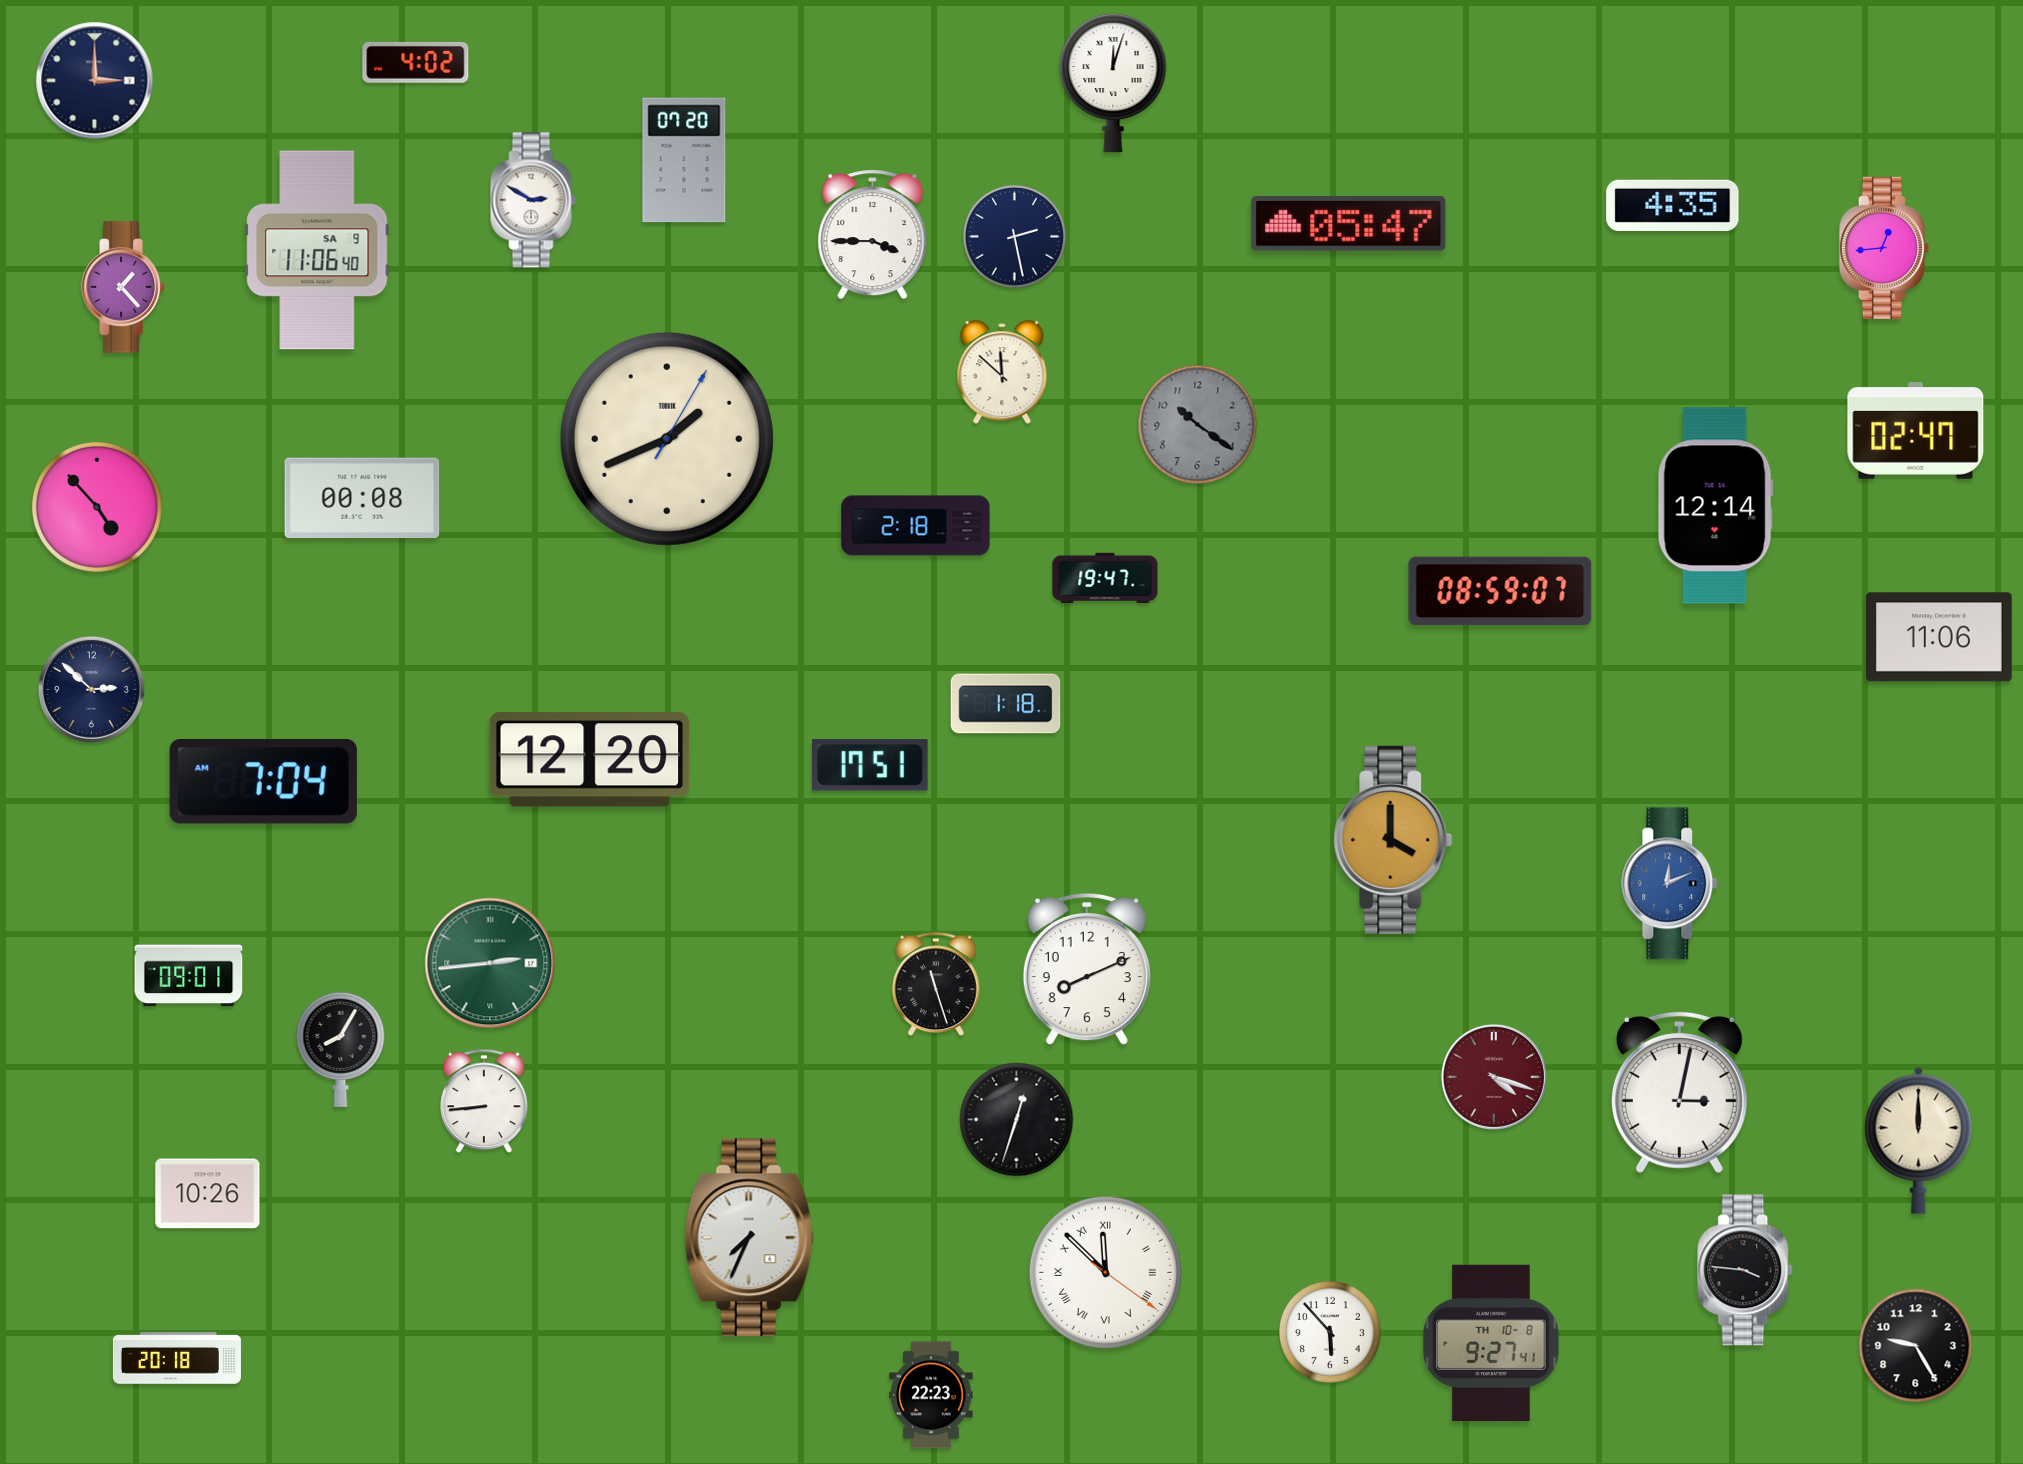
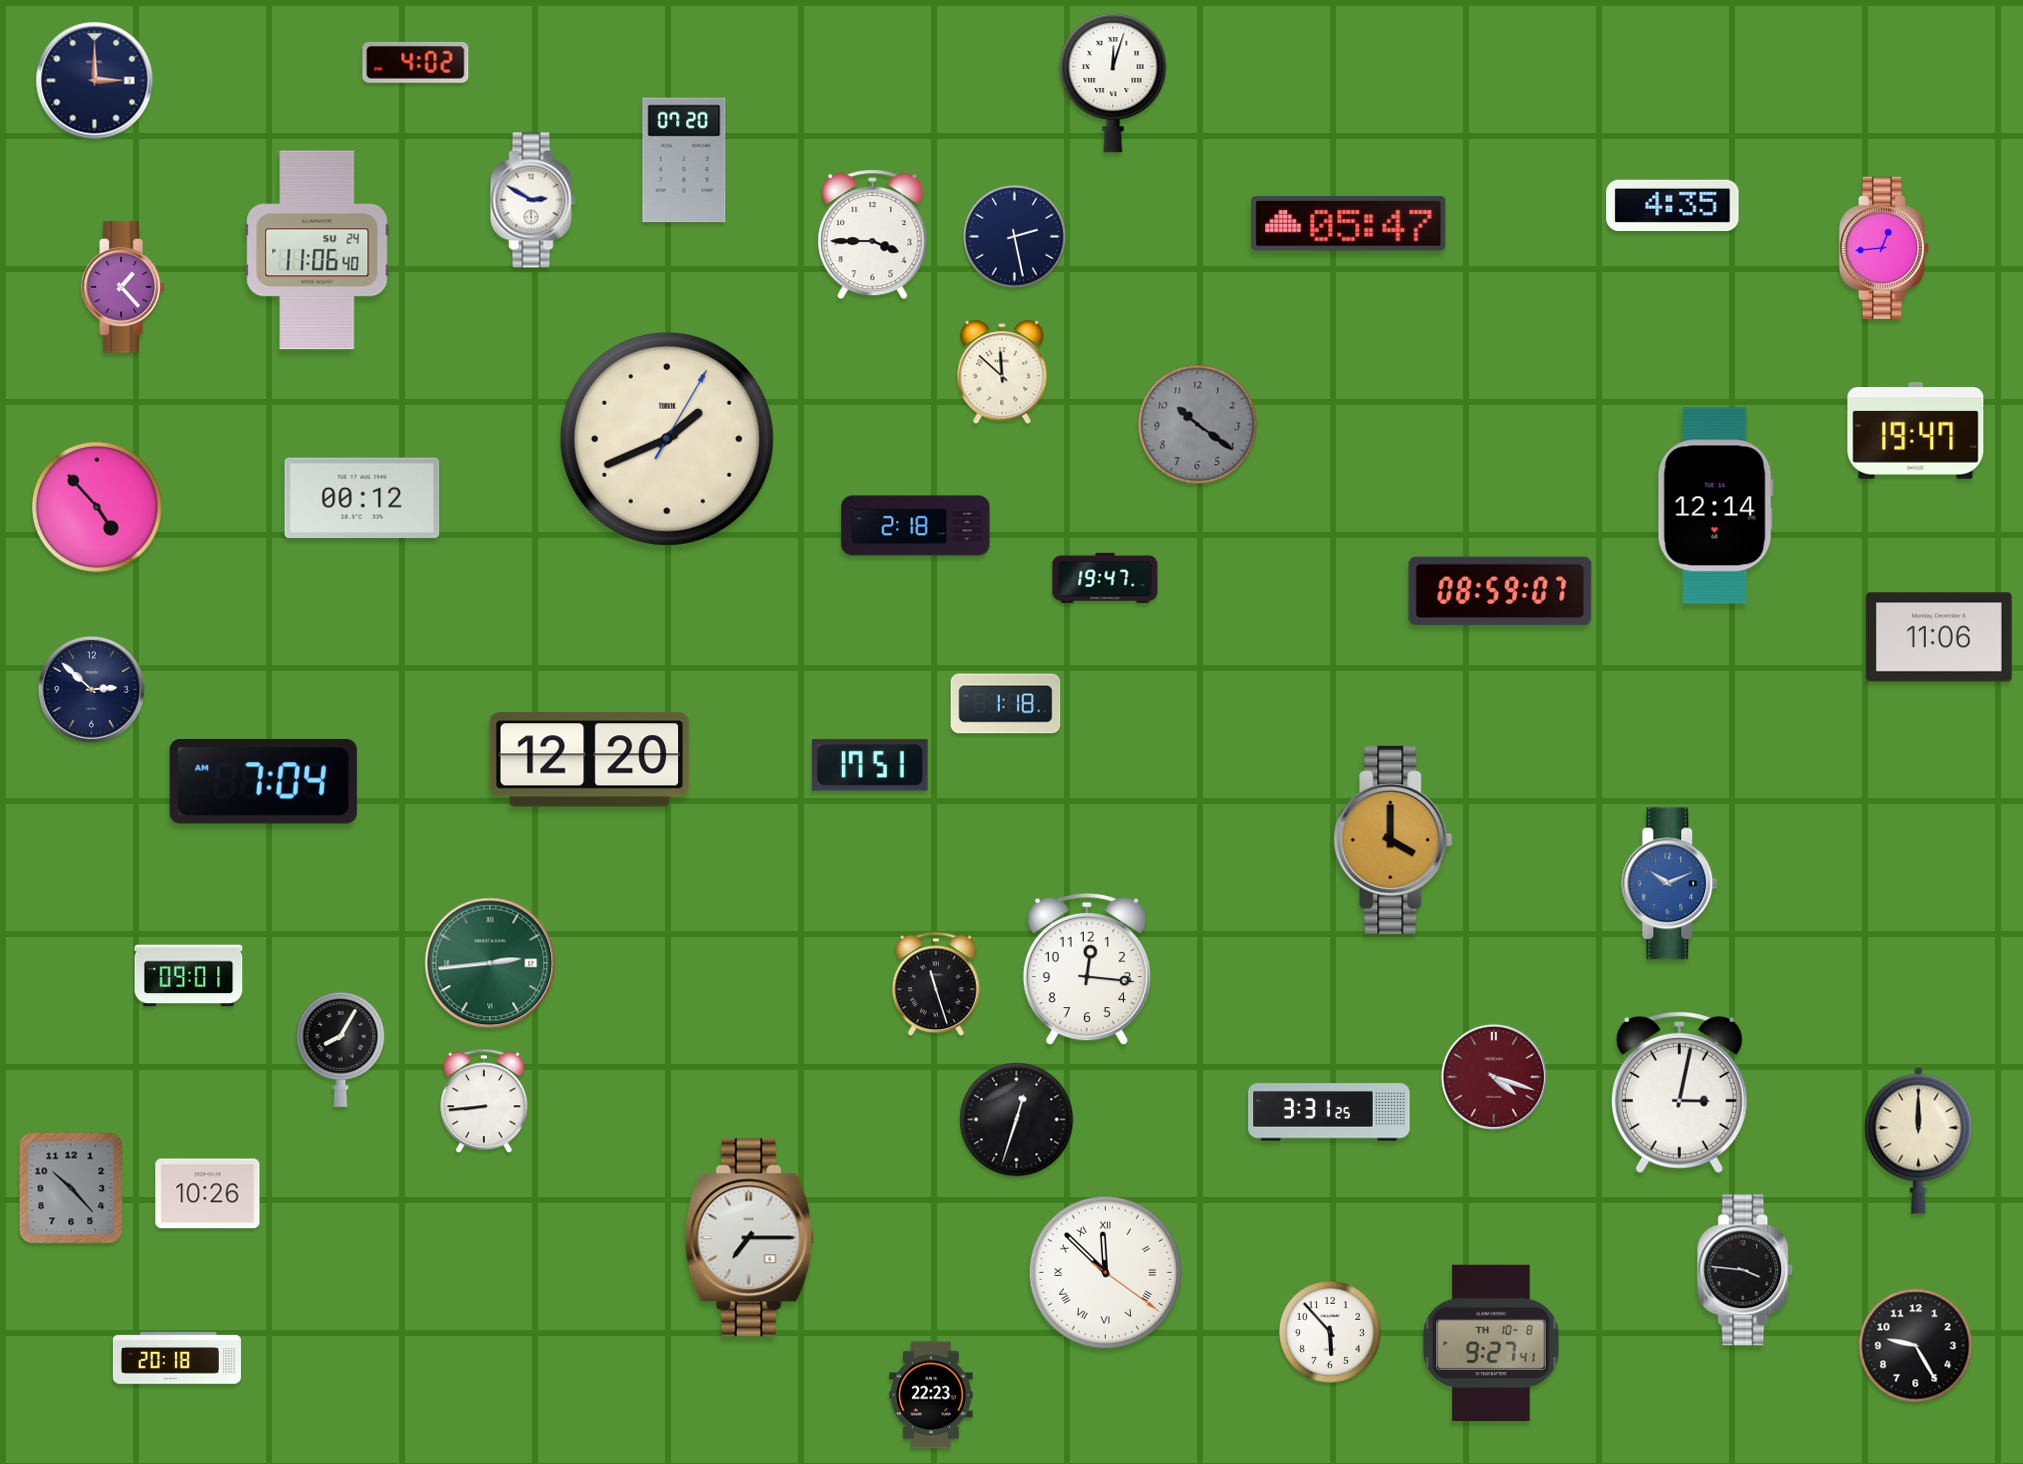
clock at (317, 250) date: SA 9 -> SU 24
clock at (1916, 431): 02:47 -> 19:47
clock at (362, 497): 00:08 -> 00:12
clock at (1670, 884): 12:11 -> 10:11
clock at (1087, 969): 8:11 -> 12:16
clock at (1329, 1112): none -> 3:31
clock at (71, 1188): none -> 10:23
clock at (749, 1238): 7:34 -> 7:15
